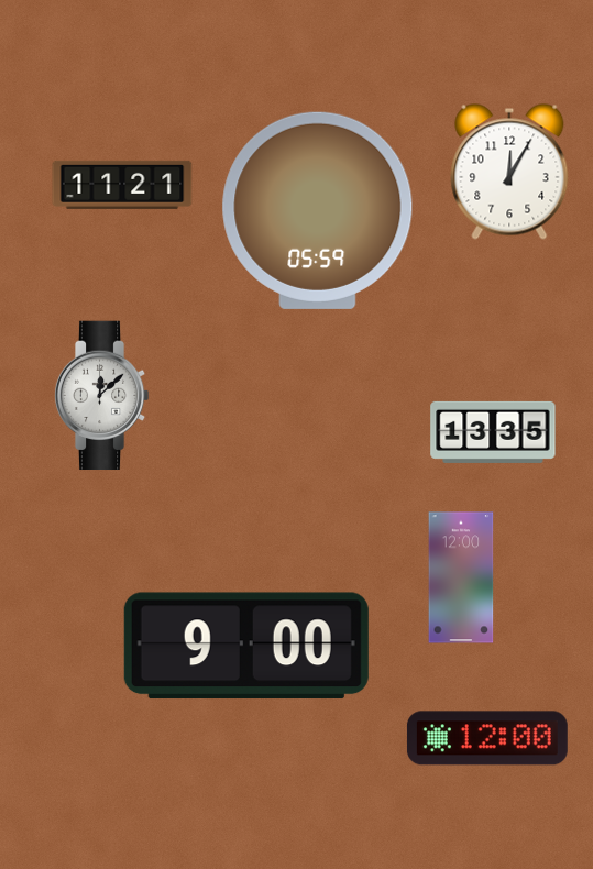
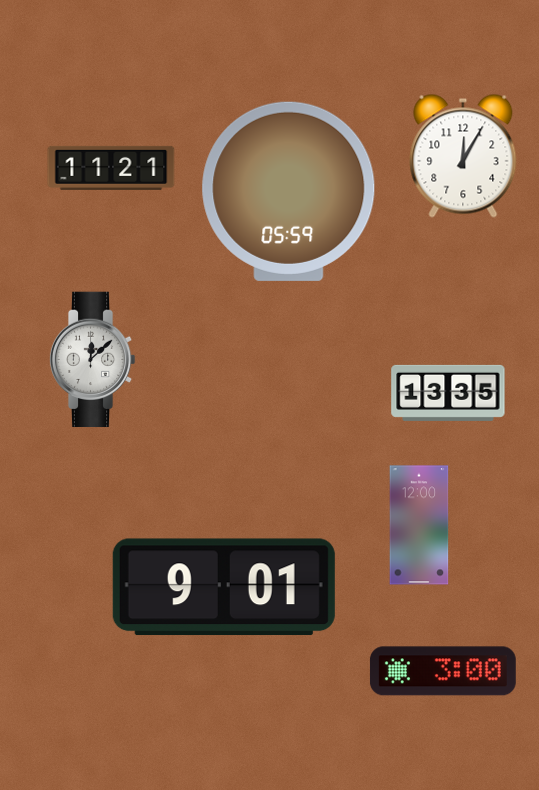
clock at (246, 646): 9:00 -> 9:01
clock at (487, 738): 12:00 -> 3:00
